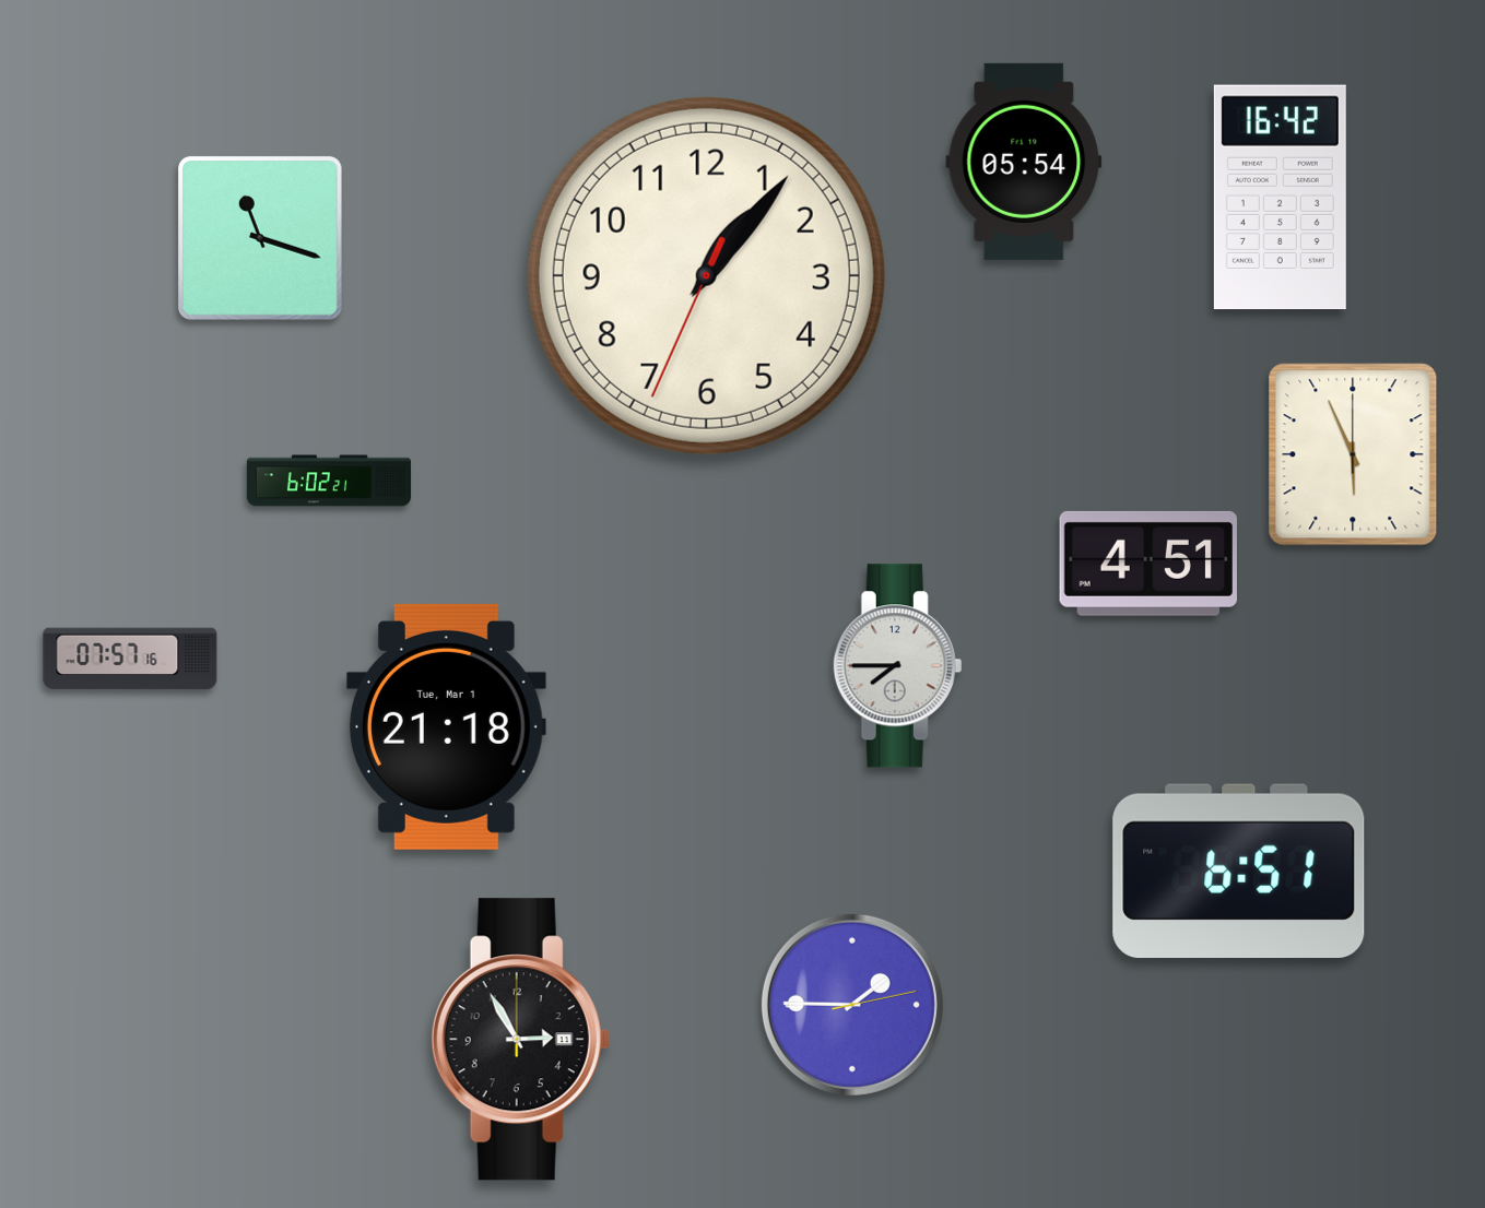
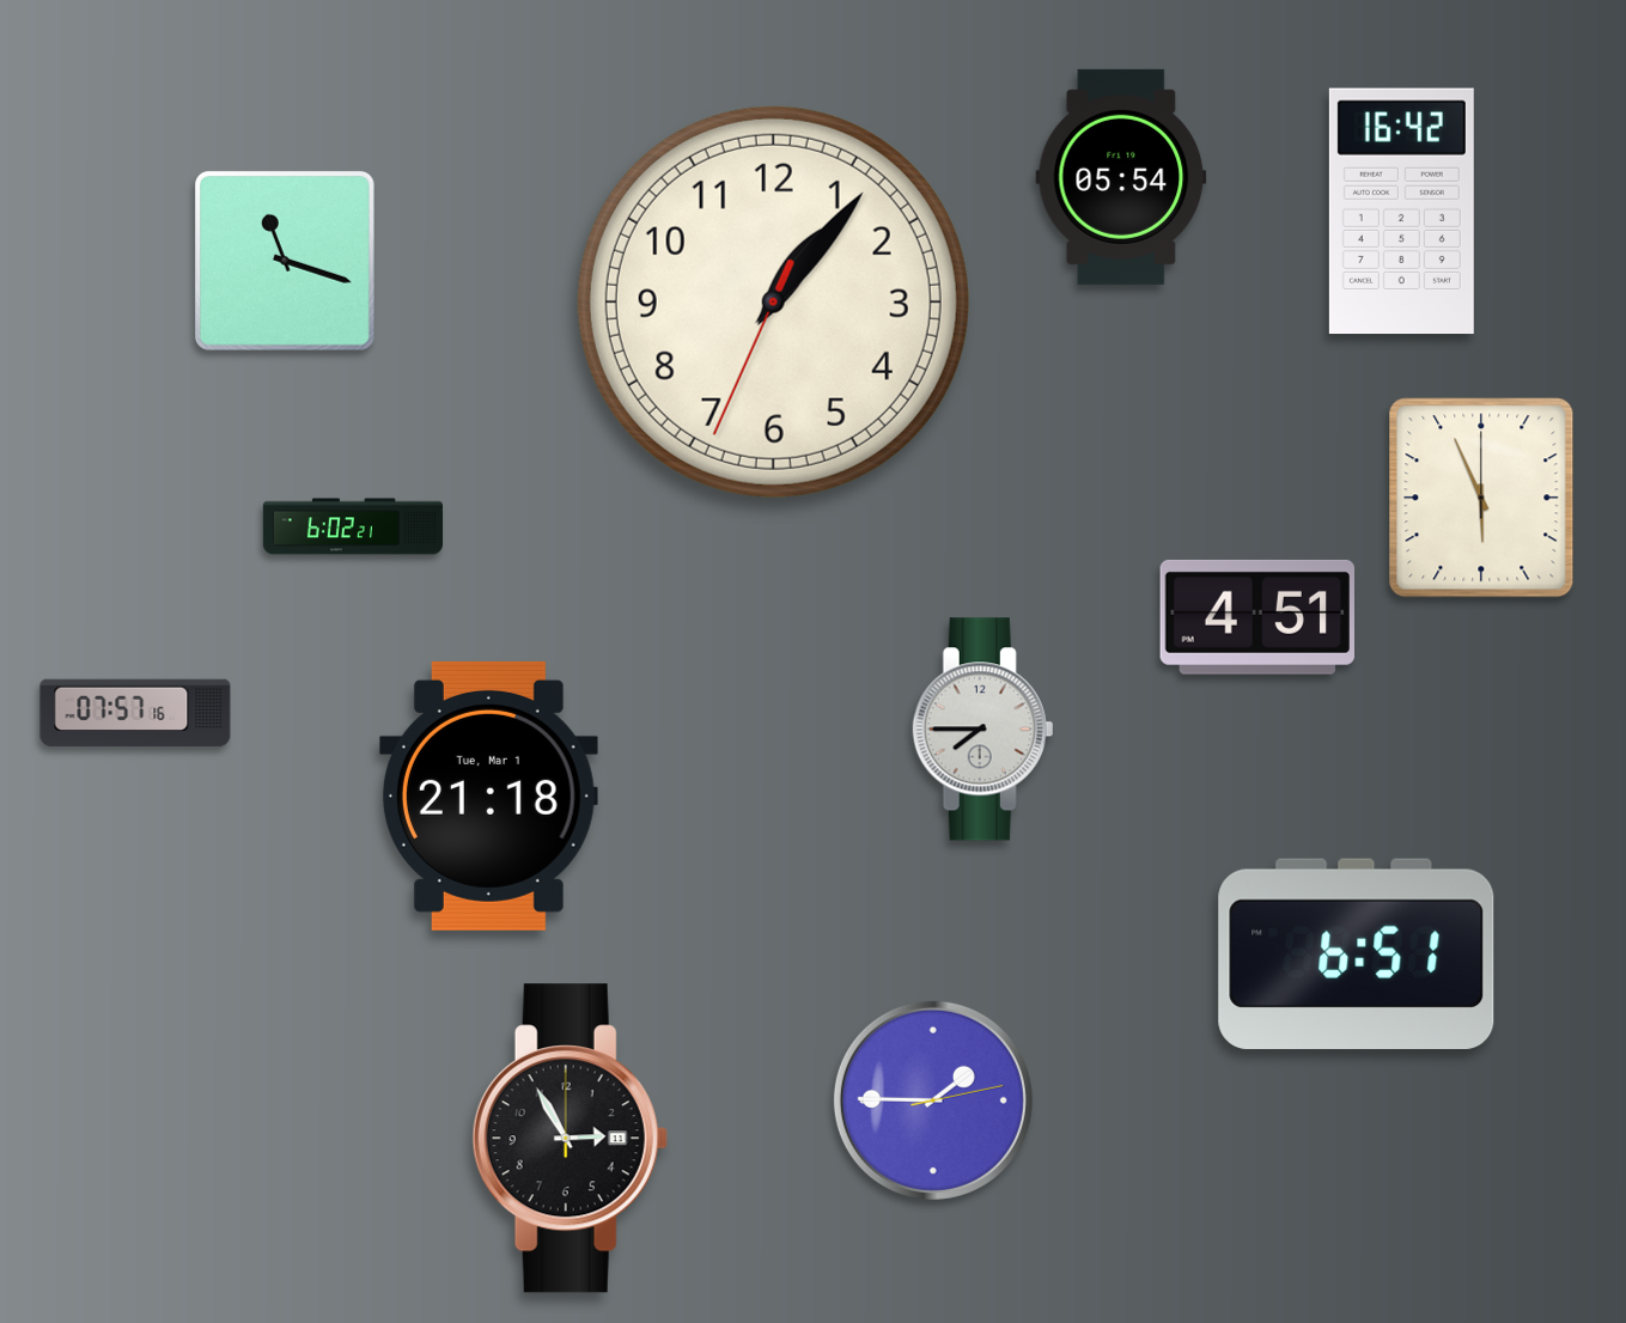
clock at (1280, 198) position: (1280, 198) -> (1401, 212)
clock at (328, 481) position: (328, 481) -> (352, 526)
clock at (130, 659) position: (130, 659) -> (135, 713)
